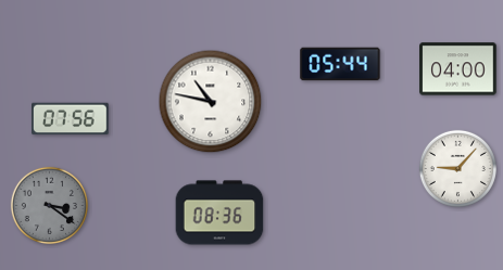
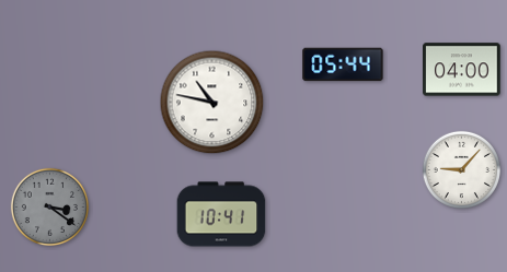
clock at (71, 119): 07:56 -> none
clock at (219, 213): 08:36 -> 10:41
